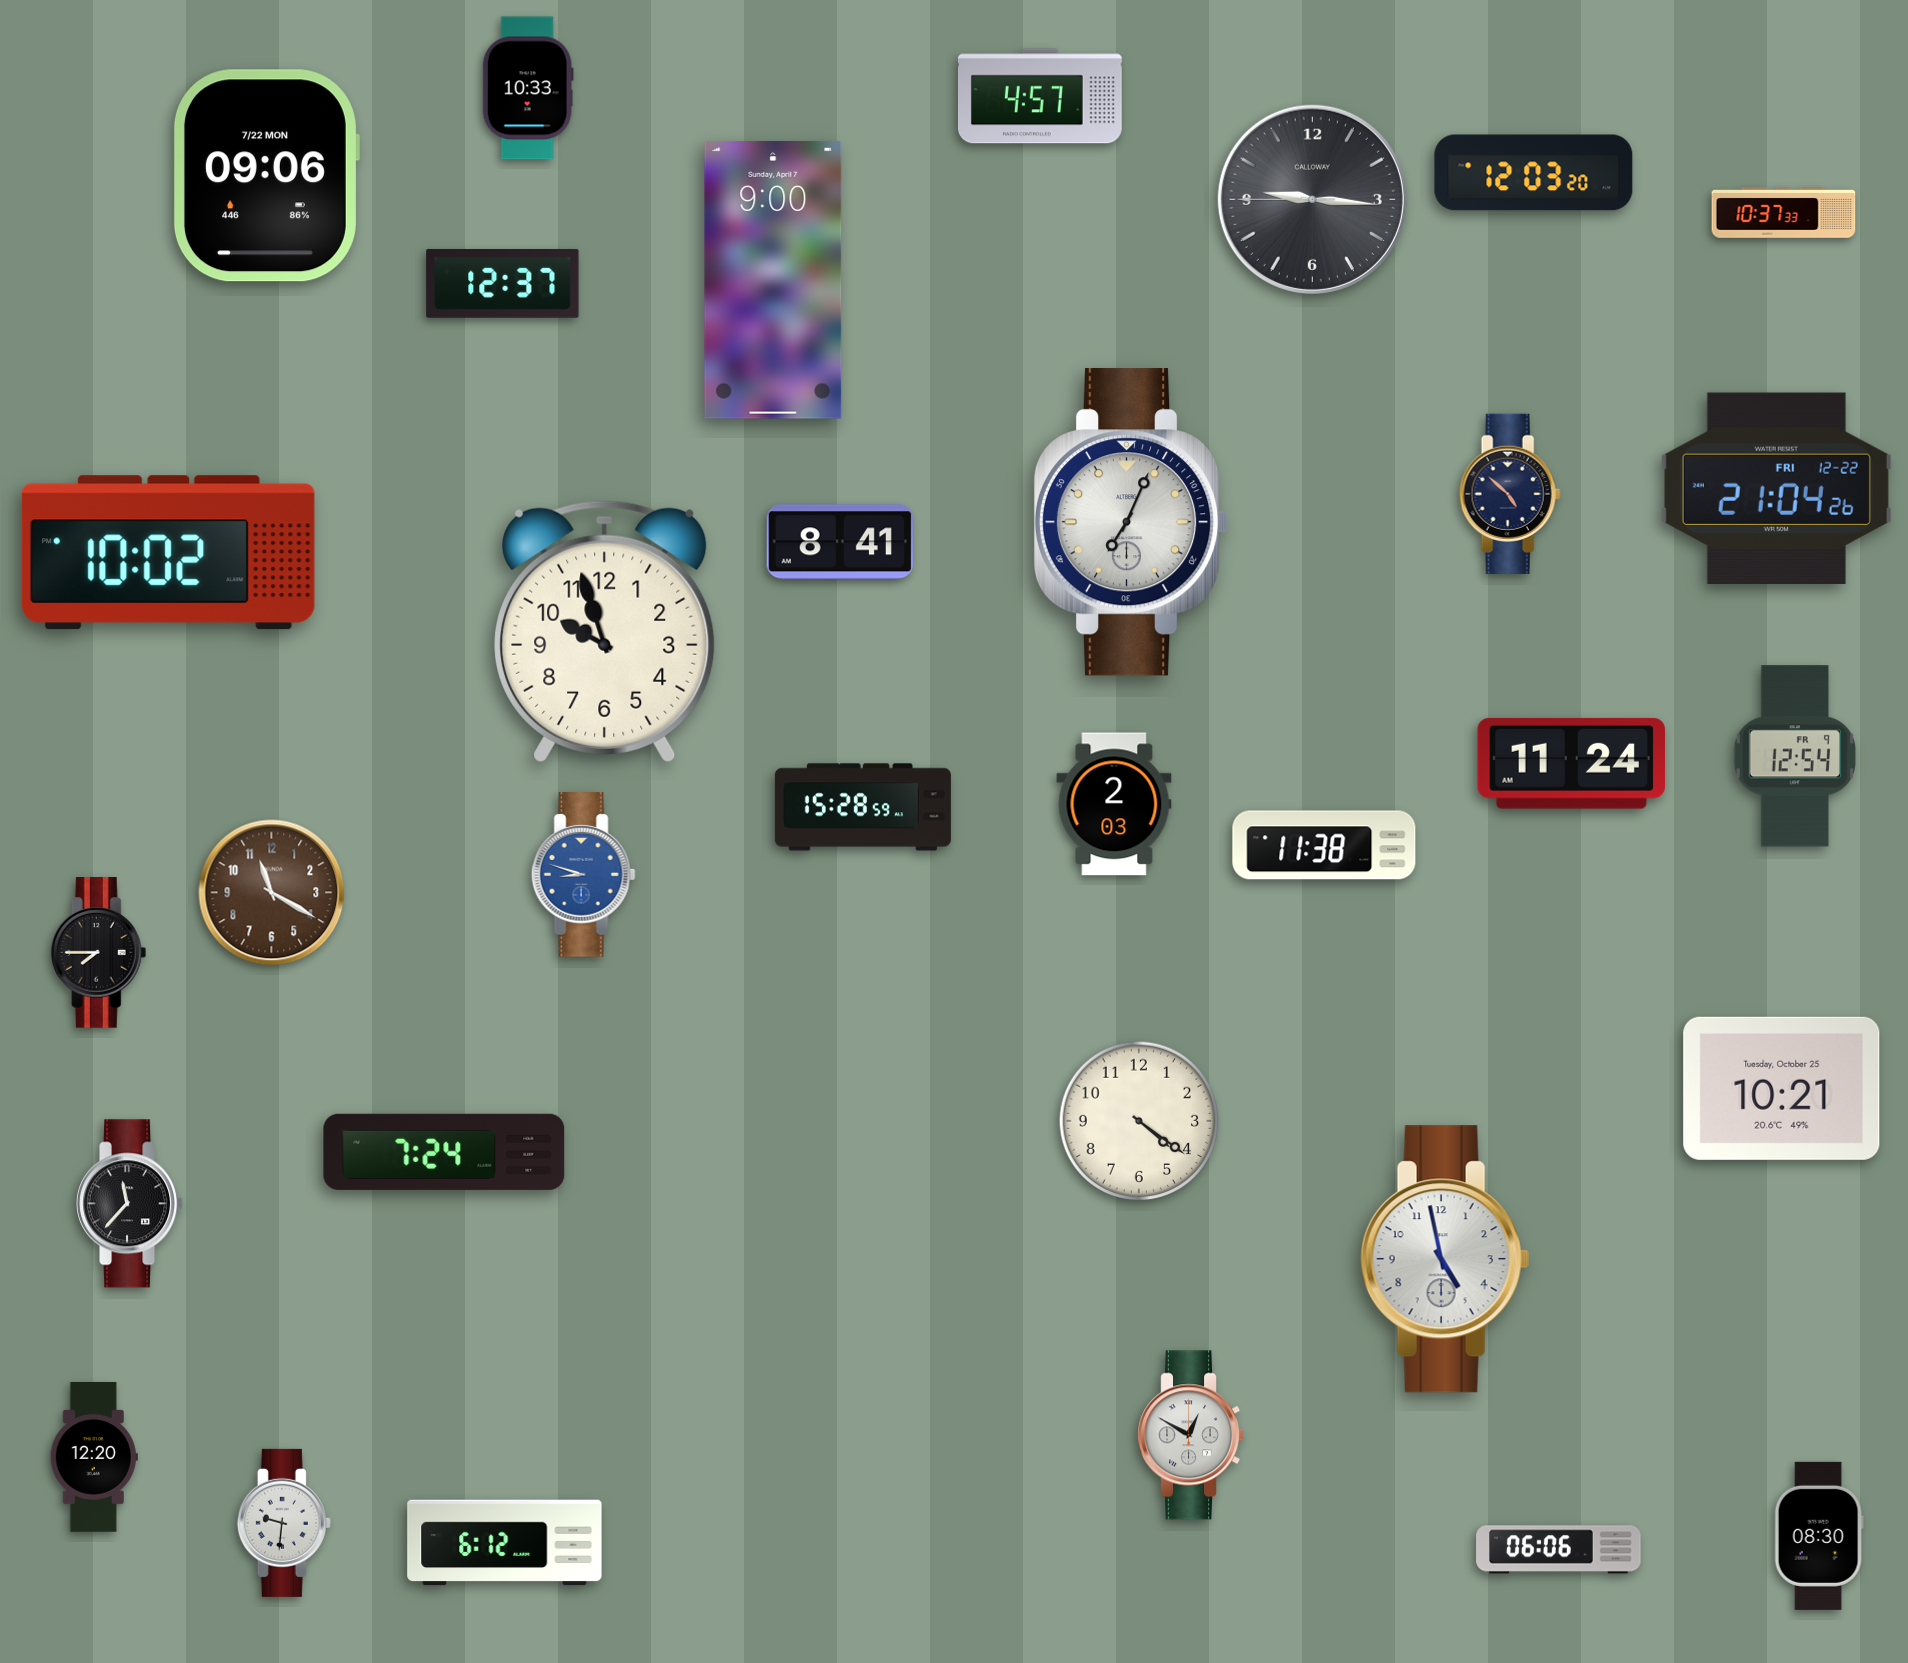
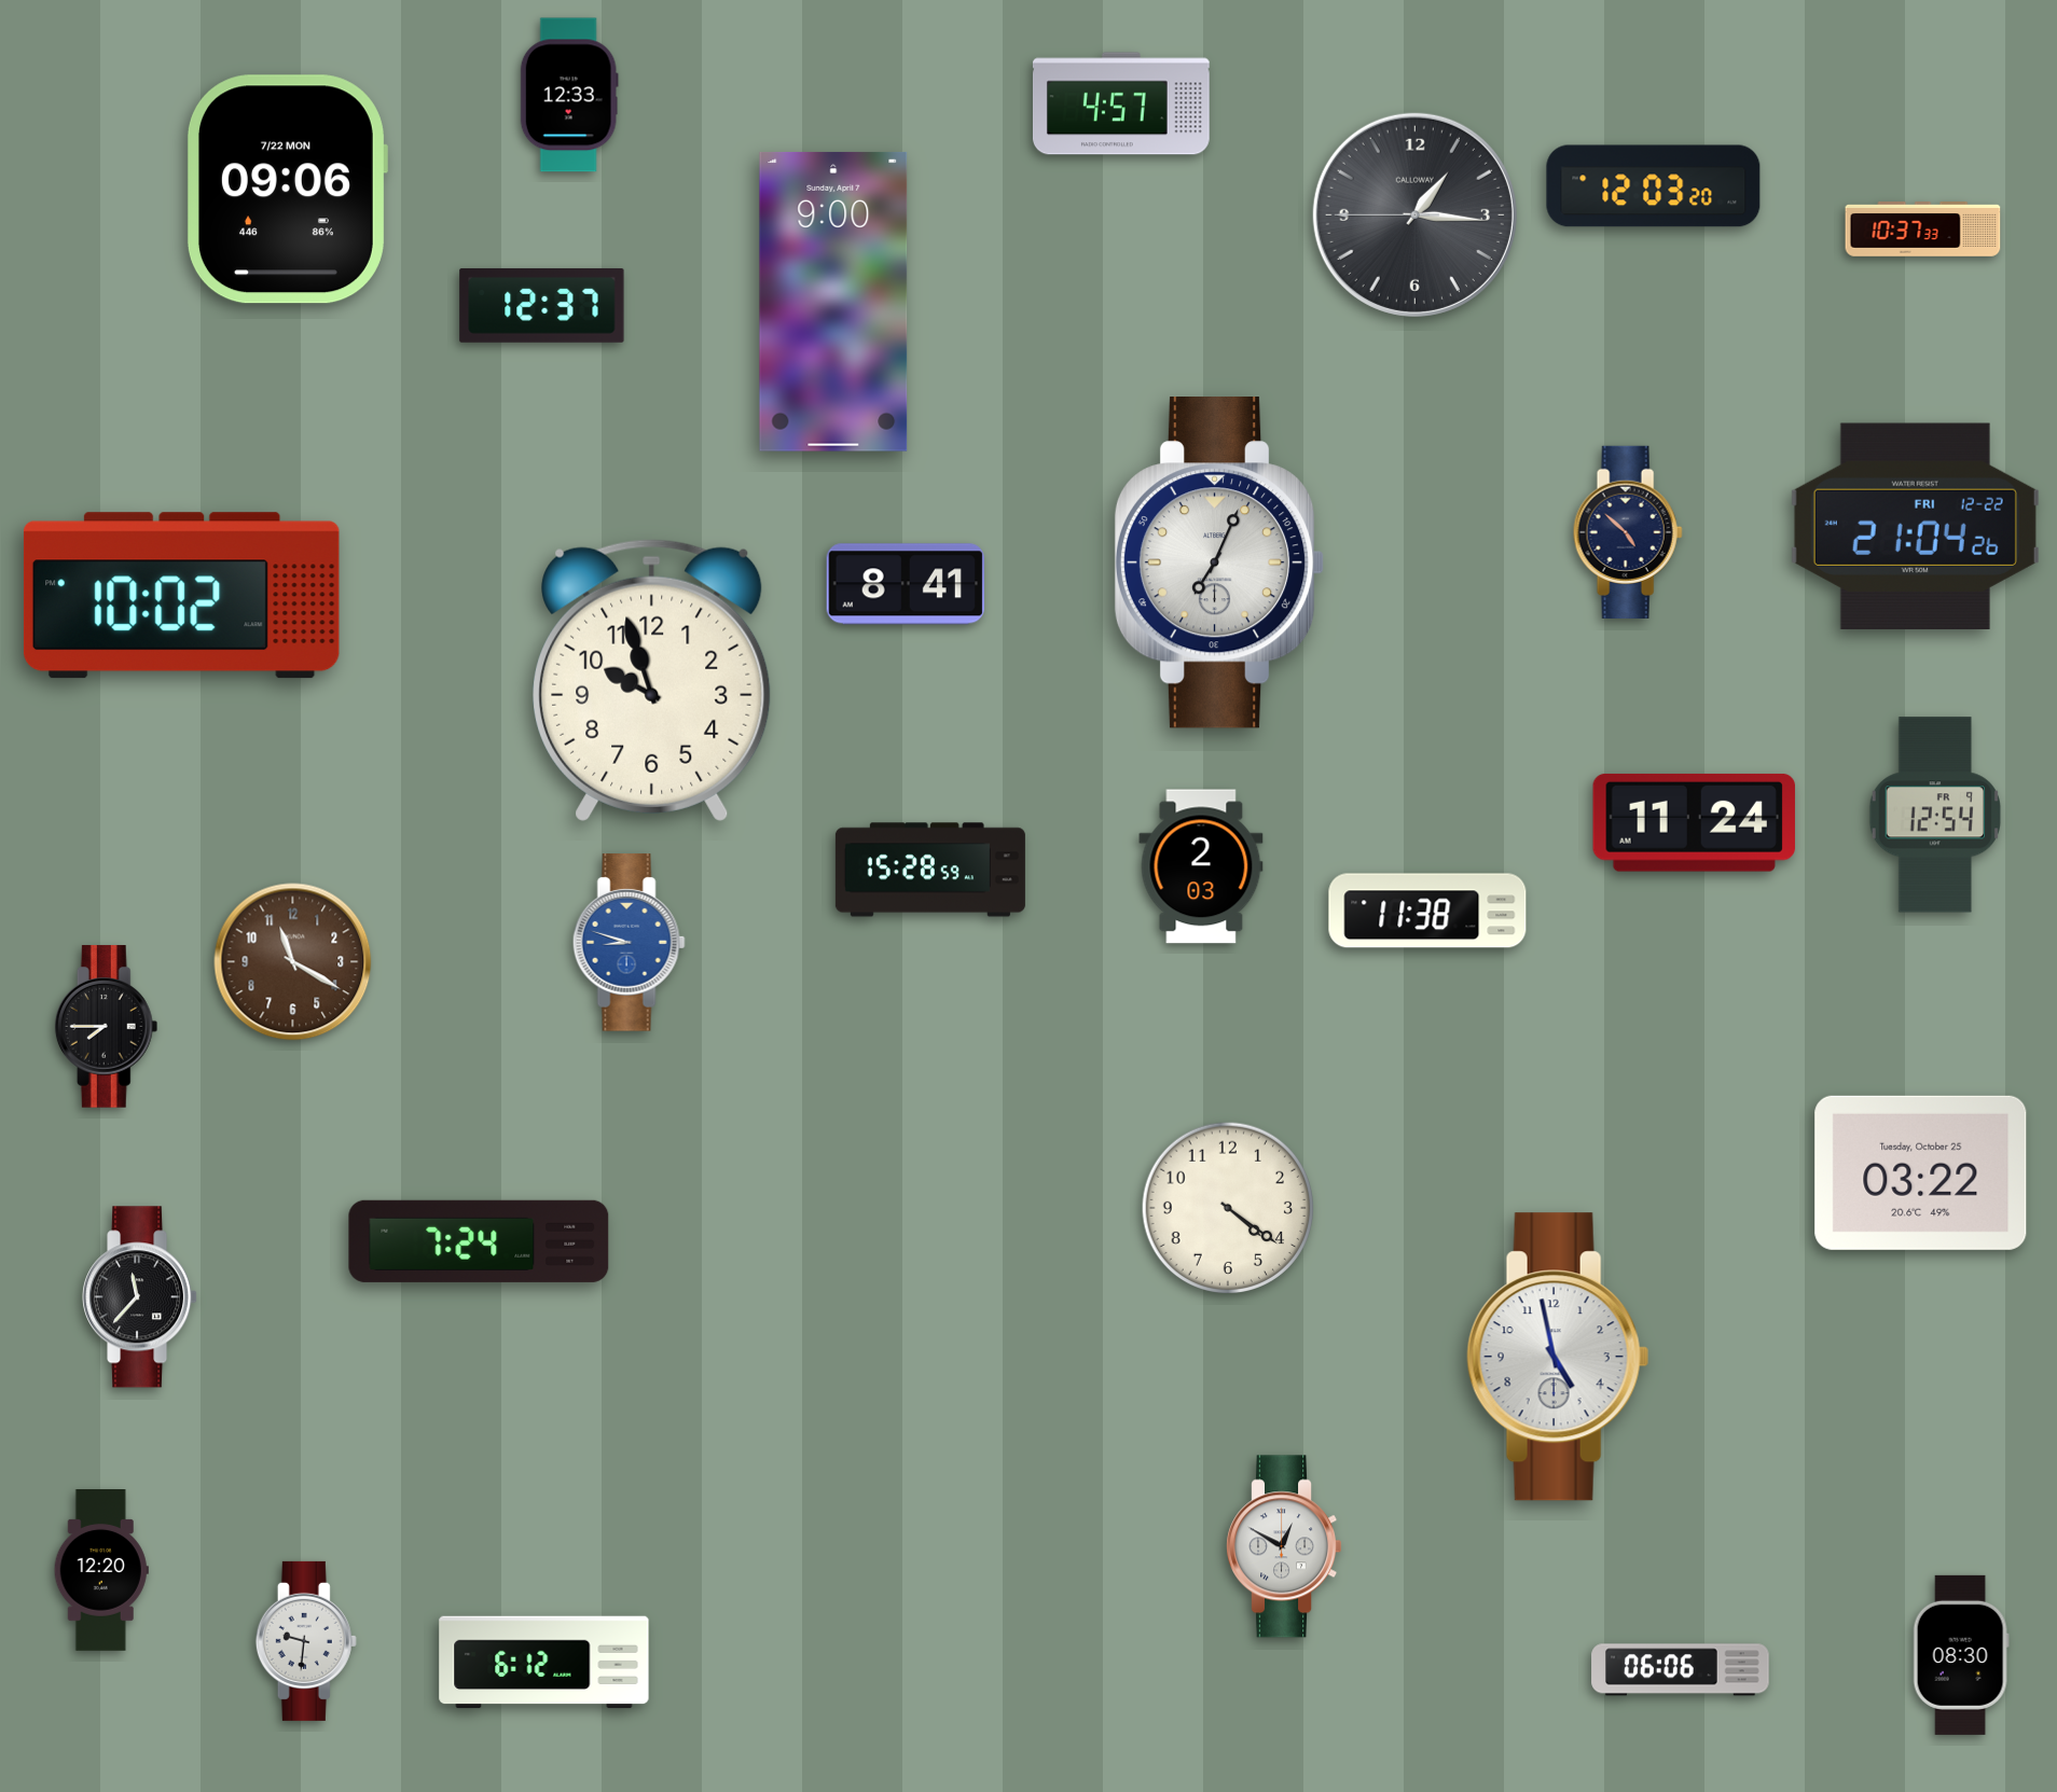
clock at (528, 88): 10:33 -> 12:33
clock at (1312, 199): 9:15 -> 1:15
clock at (1782, 1088): 10:21 -> 03:22
